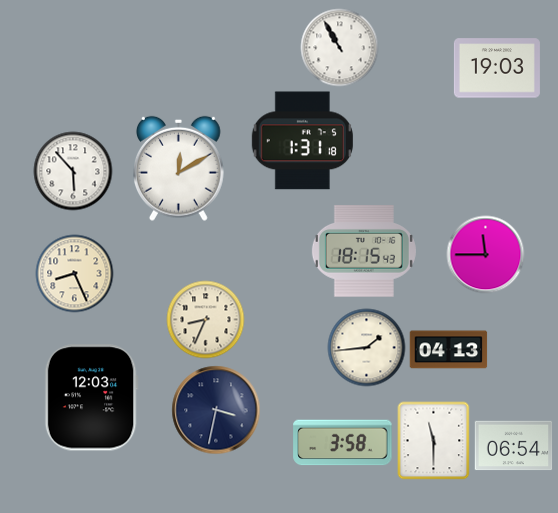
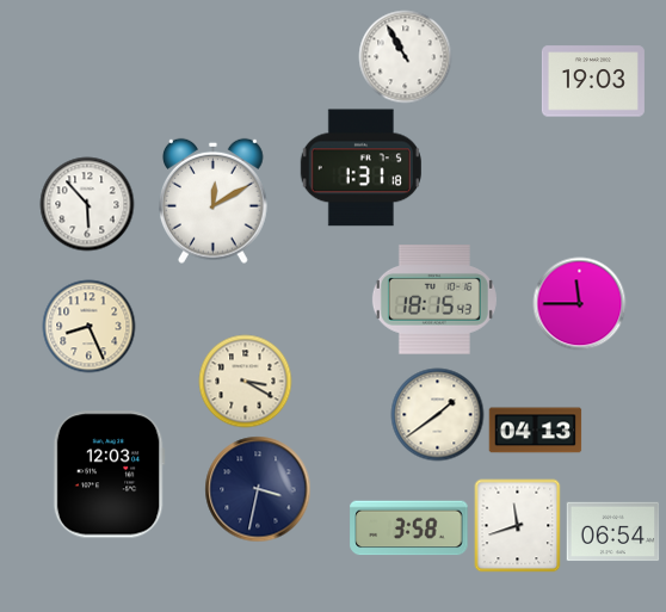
clock at (205, 319): 8:34 -> 3:20
clock at (366, 347): 1:44 -> 1:39
clock at (448, 350) position: (448, 350) -> (535, 431)
clock at (434, 440): 11:30 -> 11:42
